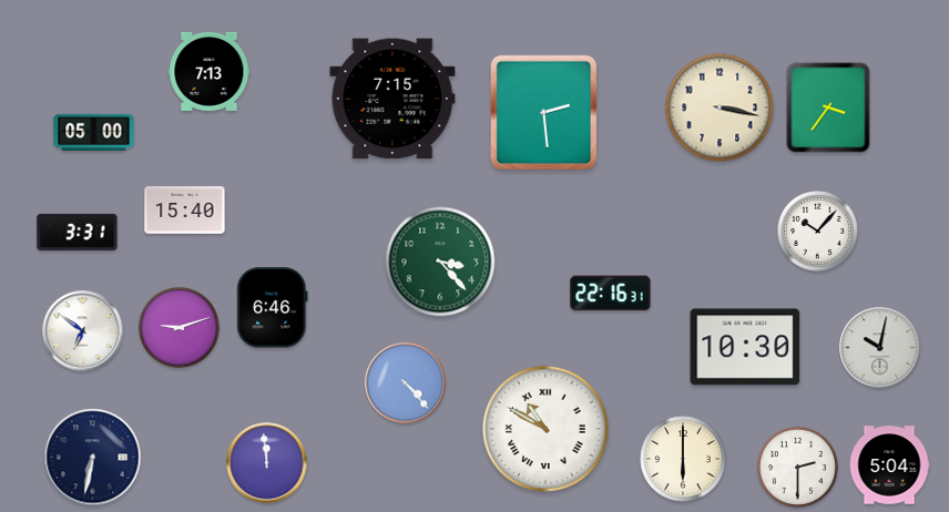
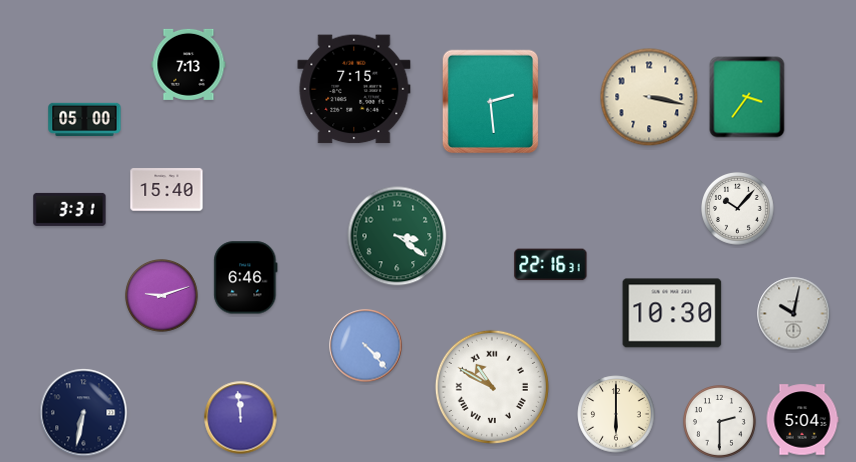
clock at (440, 262): 3:23 -> 3:21
clock at (83, 331): 6:51 -> none
